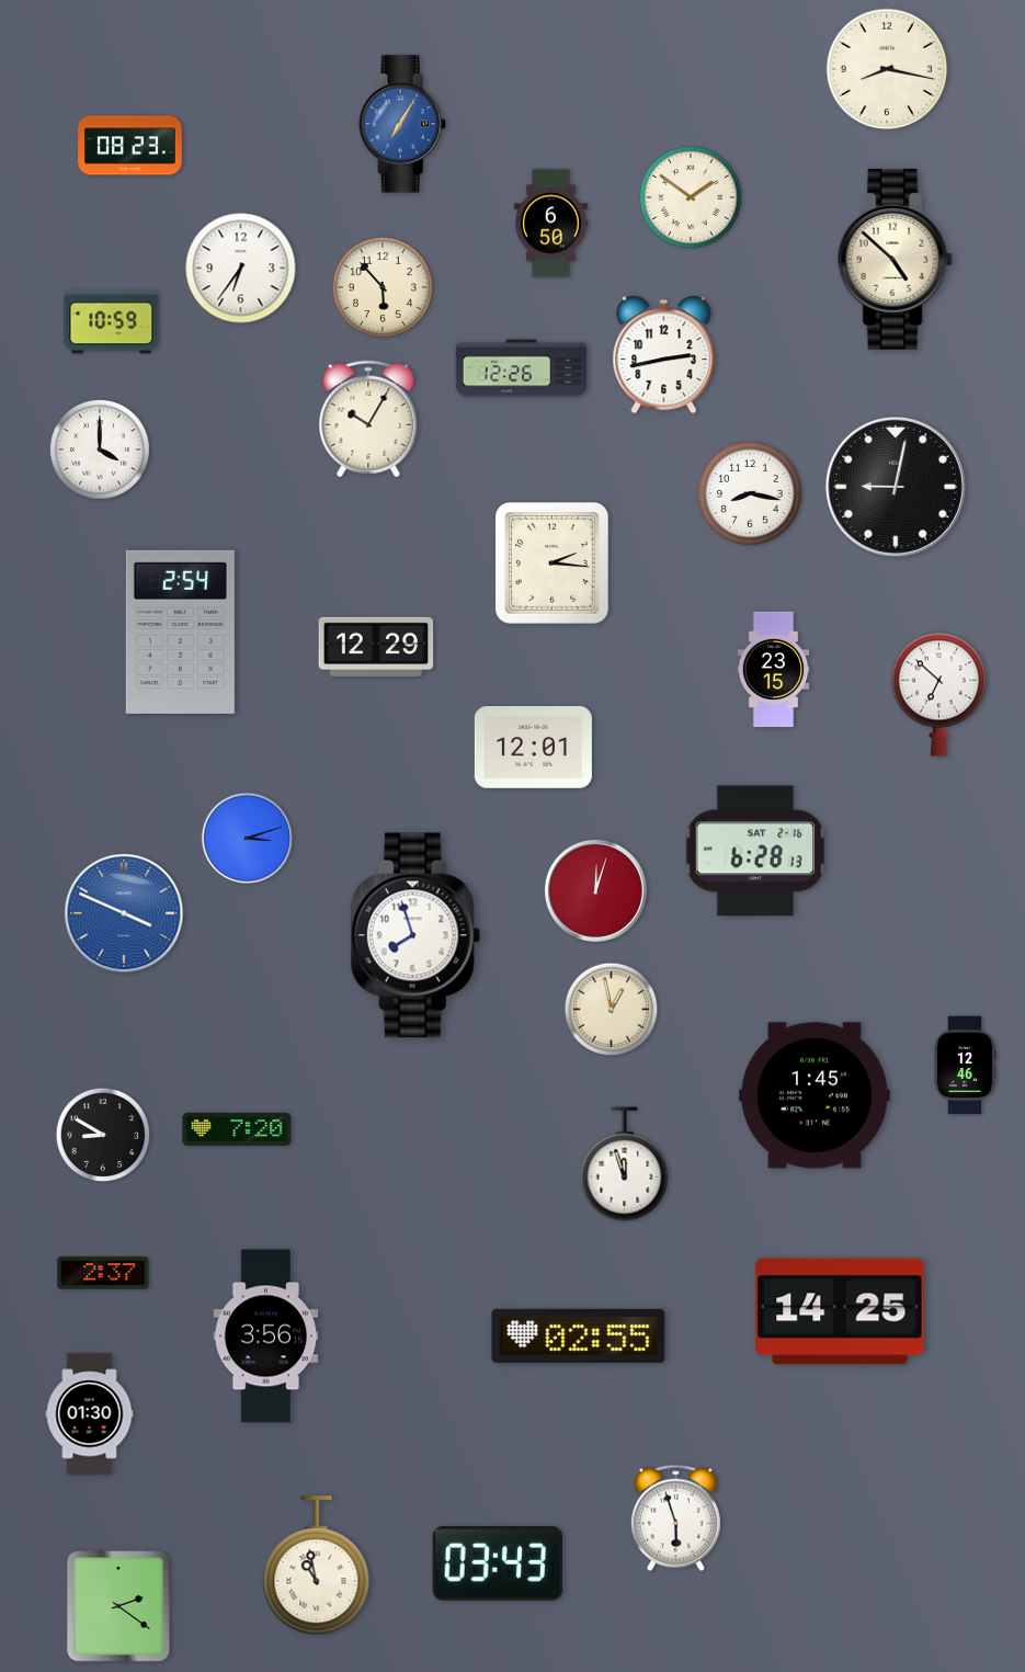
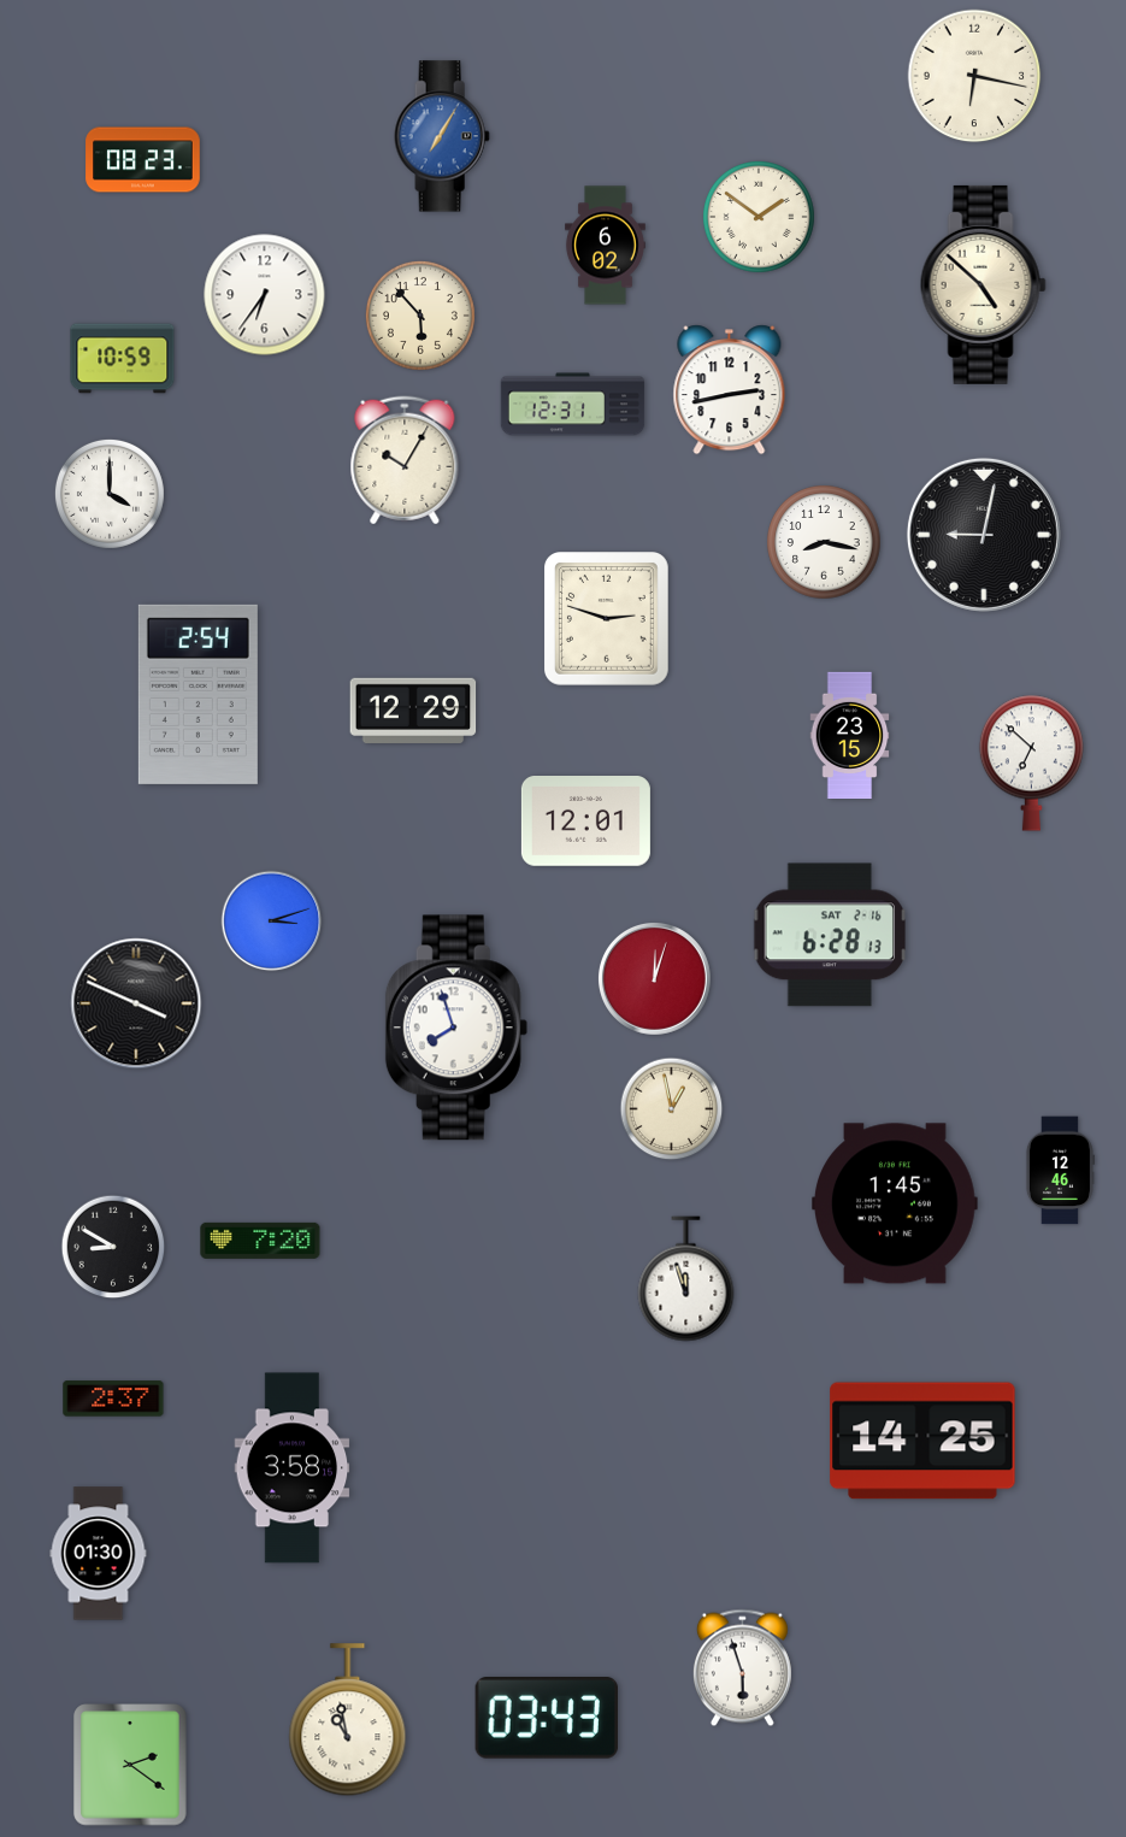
clock at (887, 69): 8:17 -> 6:17
clock at (551, 224): 6:50 -> 6:02
clock at (112, 322) position: (112, 322) -> (123, 359)
clock at (522, 368): 12:26 -> 12:31
clock at (553, 564): 2:16 -> 2:48
clock at (124, 913) dial: blue -> black
clock at (579, 1335): 02:55 -> none
clock at (266, 1337): 3:56 -> 3:58
